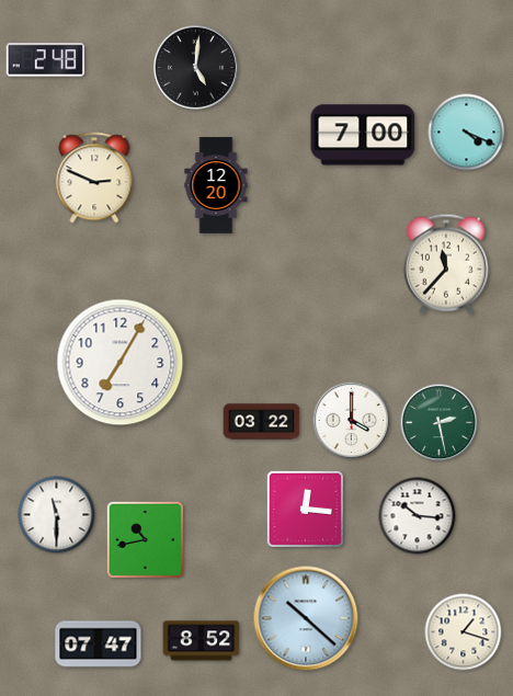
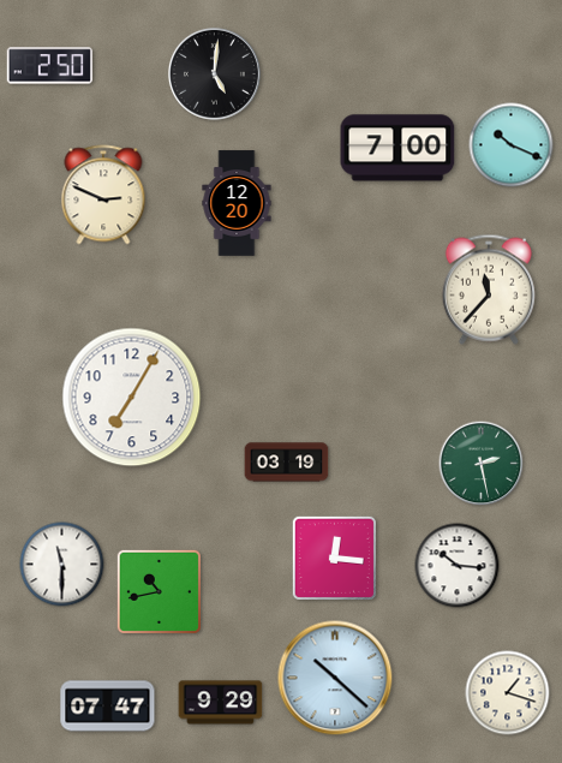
clock at (45, 60): 2:48 -> 2:50
clock at (467, 133): 4:19 -> 10:19
clock at (352, 421): 4:00 -> none
clock at (262, 422): 03:22 -> 03:19
clock at (202, 641): 8:52 -> 9:29
